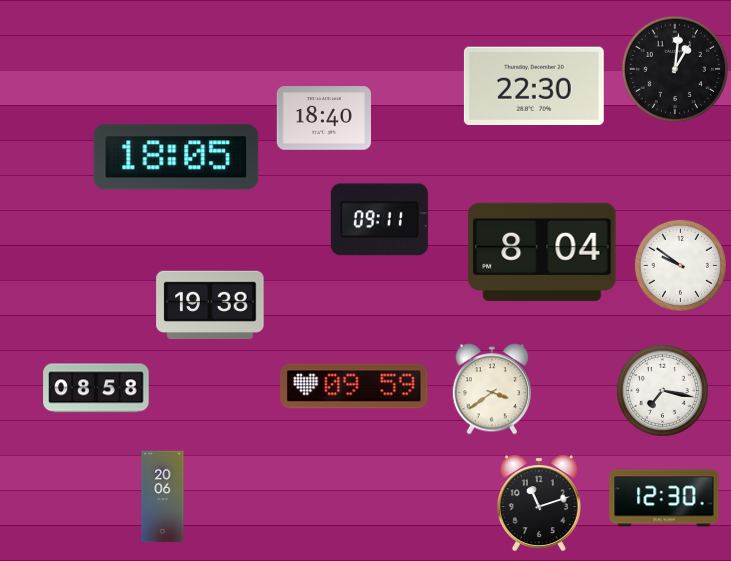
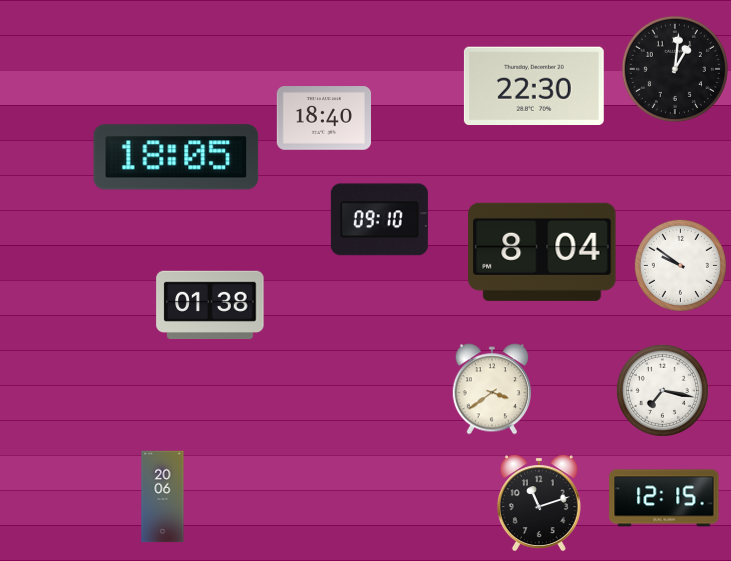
clock at (379, 220): 09:11 -> 09:10
clock at (210, 305): 19:38 -> 01:38
clock at (354, 386): 09:59 -> none
clock at (96, 388): 08:58 -> none
clock at (664, 498): 12:30 -> 12:15
